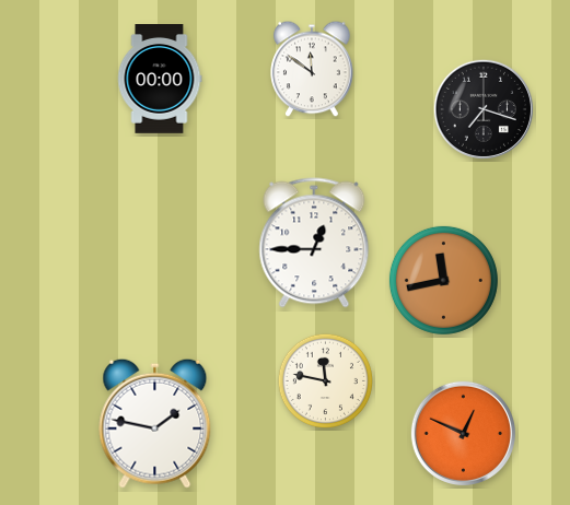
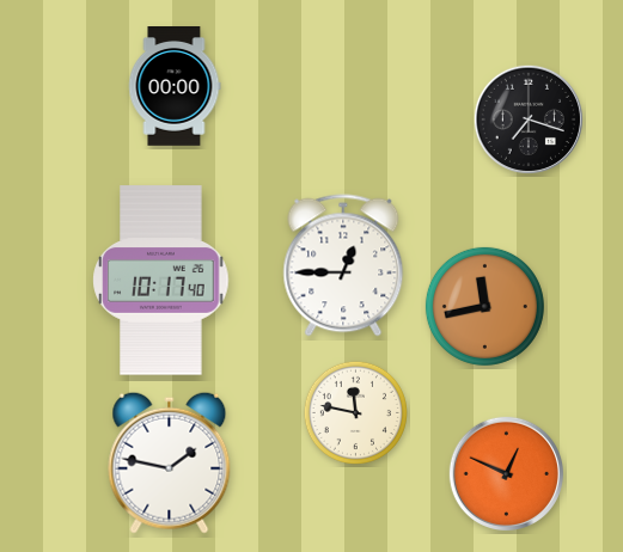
clock at (312, 69): 11:51 -> none
clock at (161, 281): none -> 10:17
clock at (325, 380) position: (325, 380) -> (355, 412)
